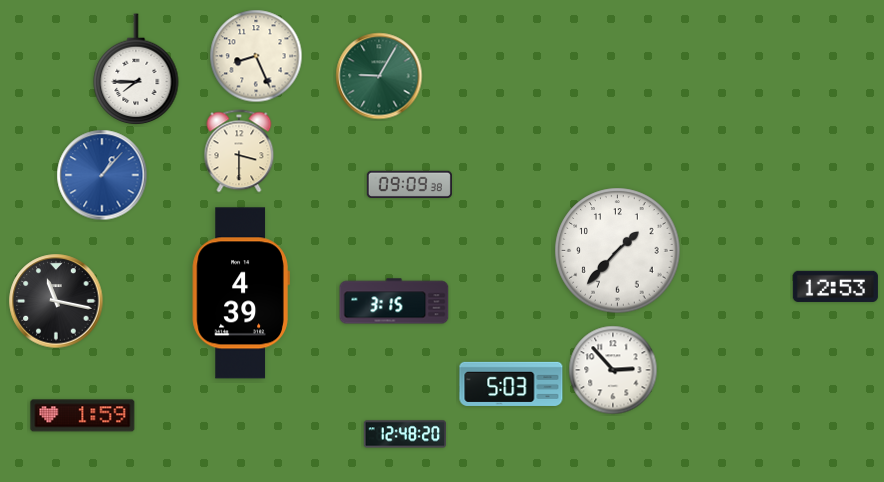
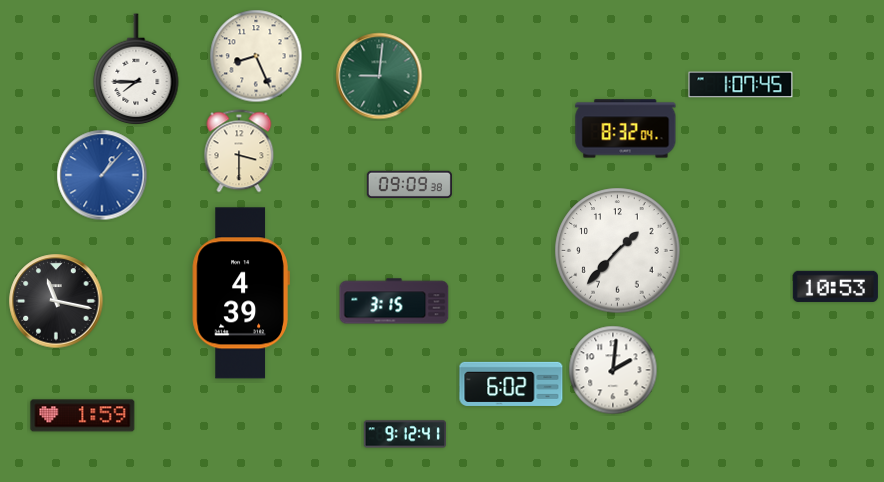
clock at (379, 76): 9:05 -> 9:01
clock at (741, 85): none -> 1:07
clock at (626, 129): none -> 8:32
clock at (835, 286): 12:53 -> 10:53
clock at (613, 370): 2:53 -> 2:01
clock at (511, 384): 5:03 -> 6:02
clock at (405, 434): 12:48 -> 9:12
